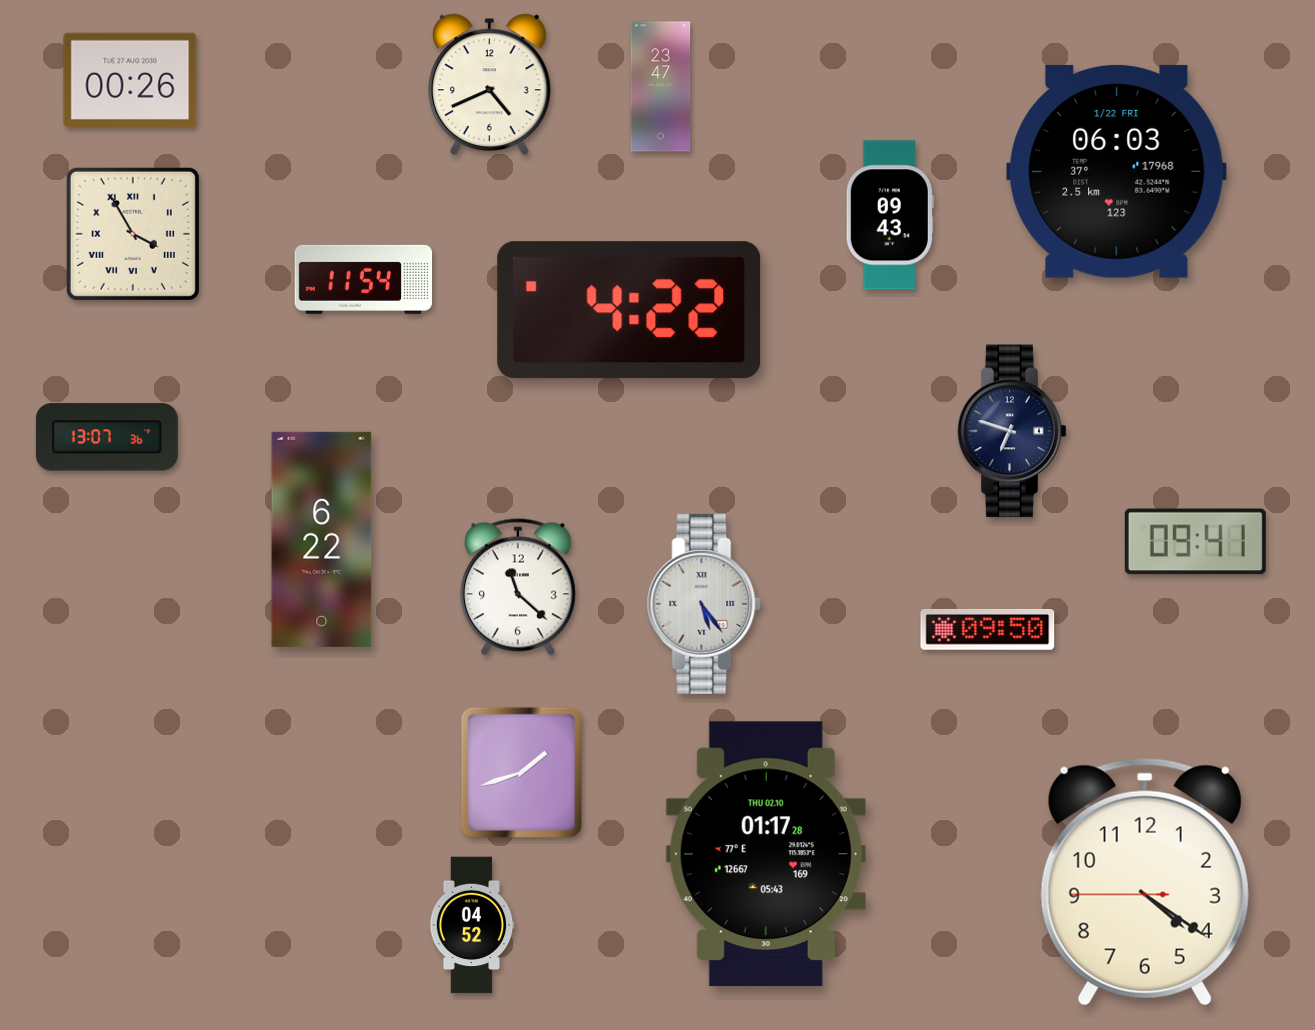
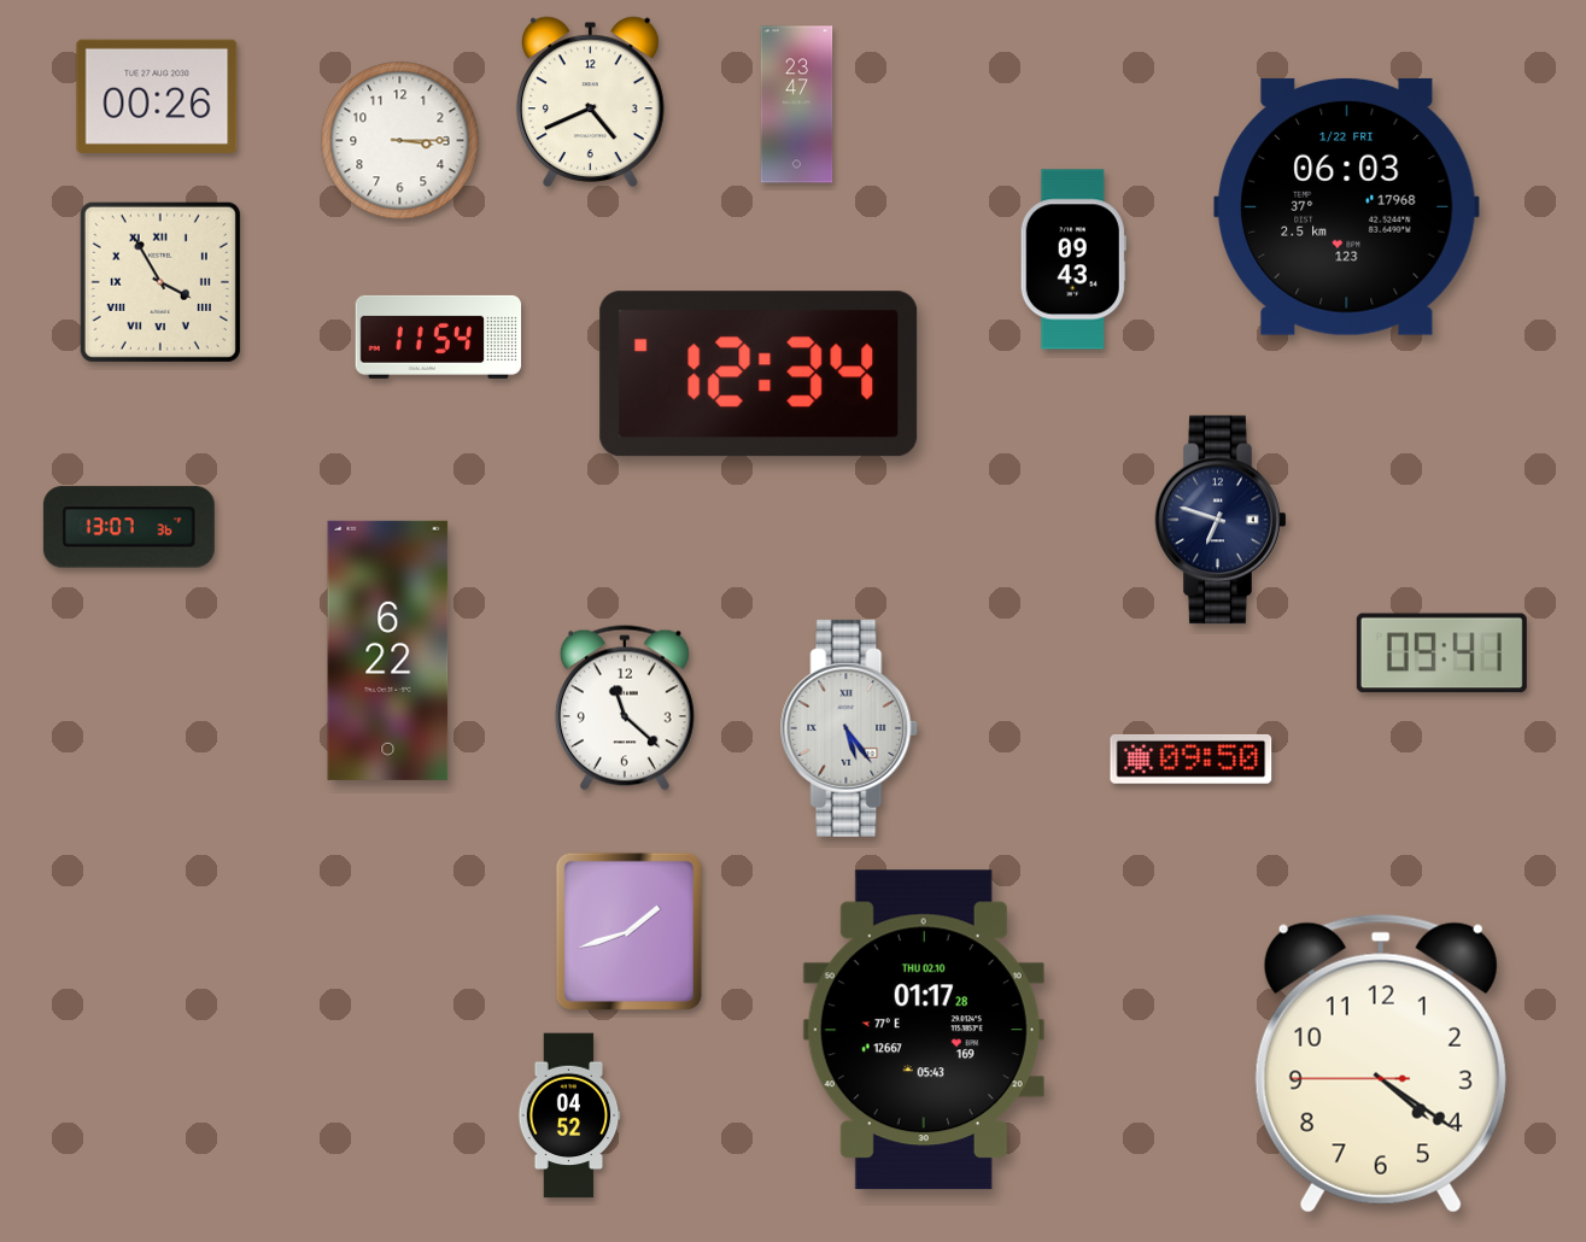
clock at (400, 141): none -> 3:15
clock at (629, 310): 4:22 -> 12:34
